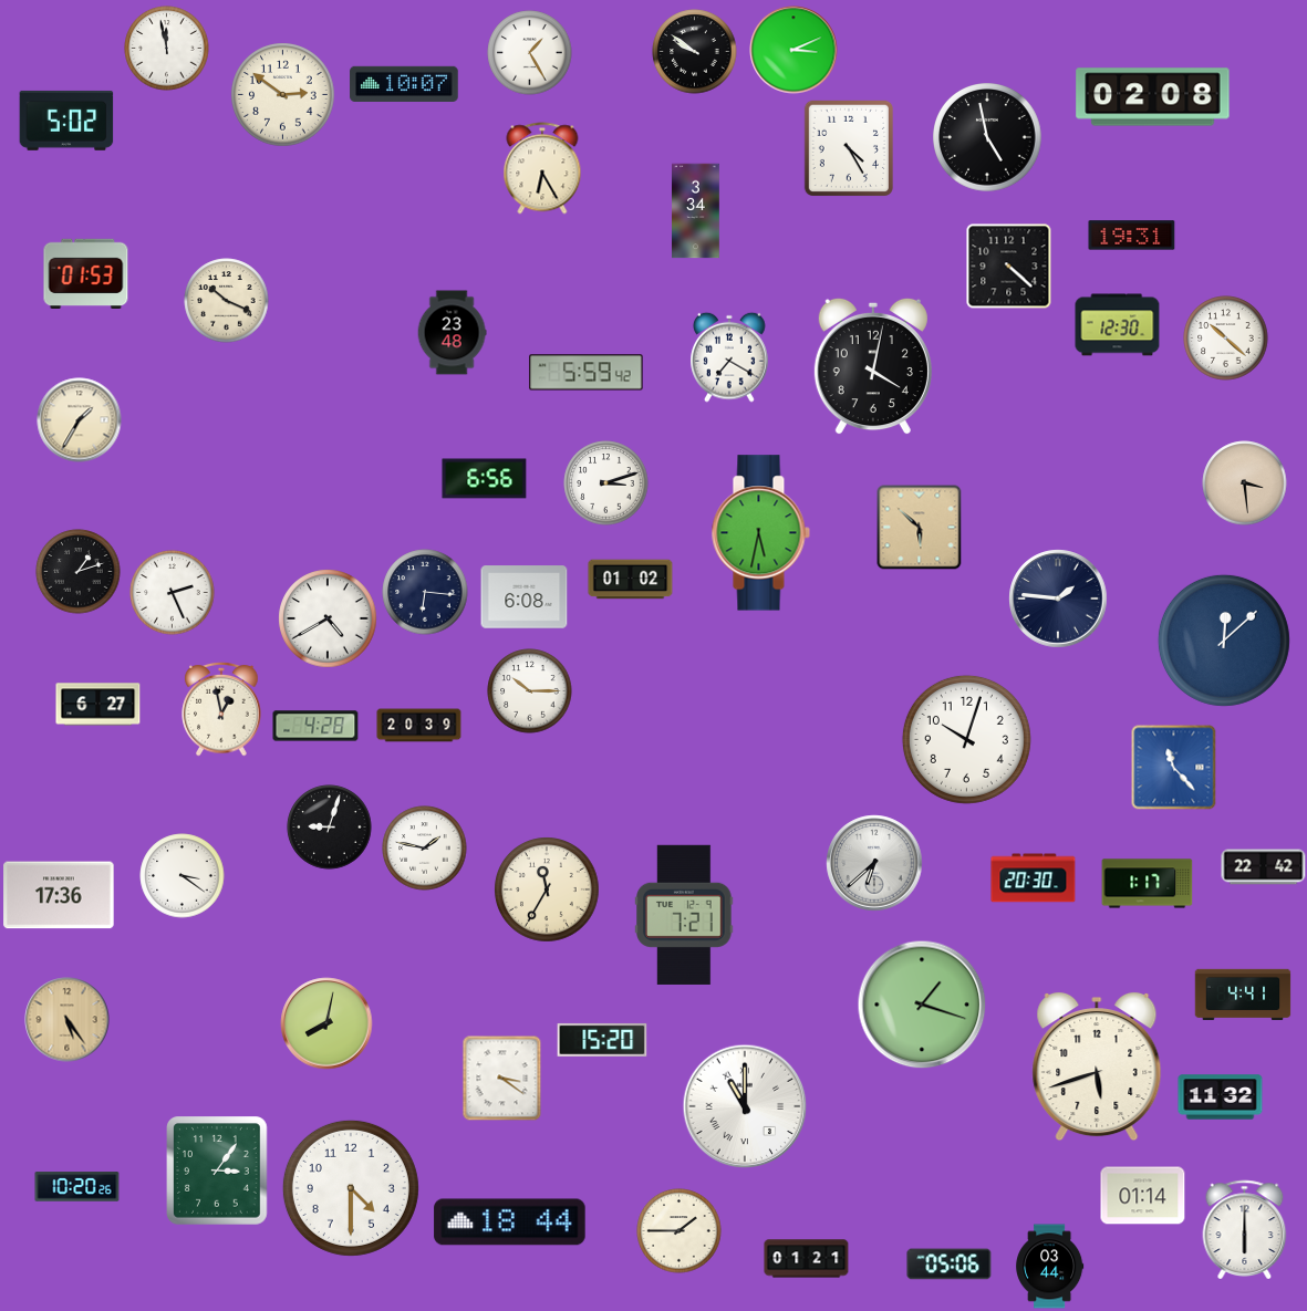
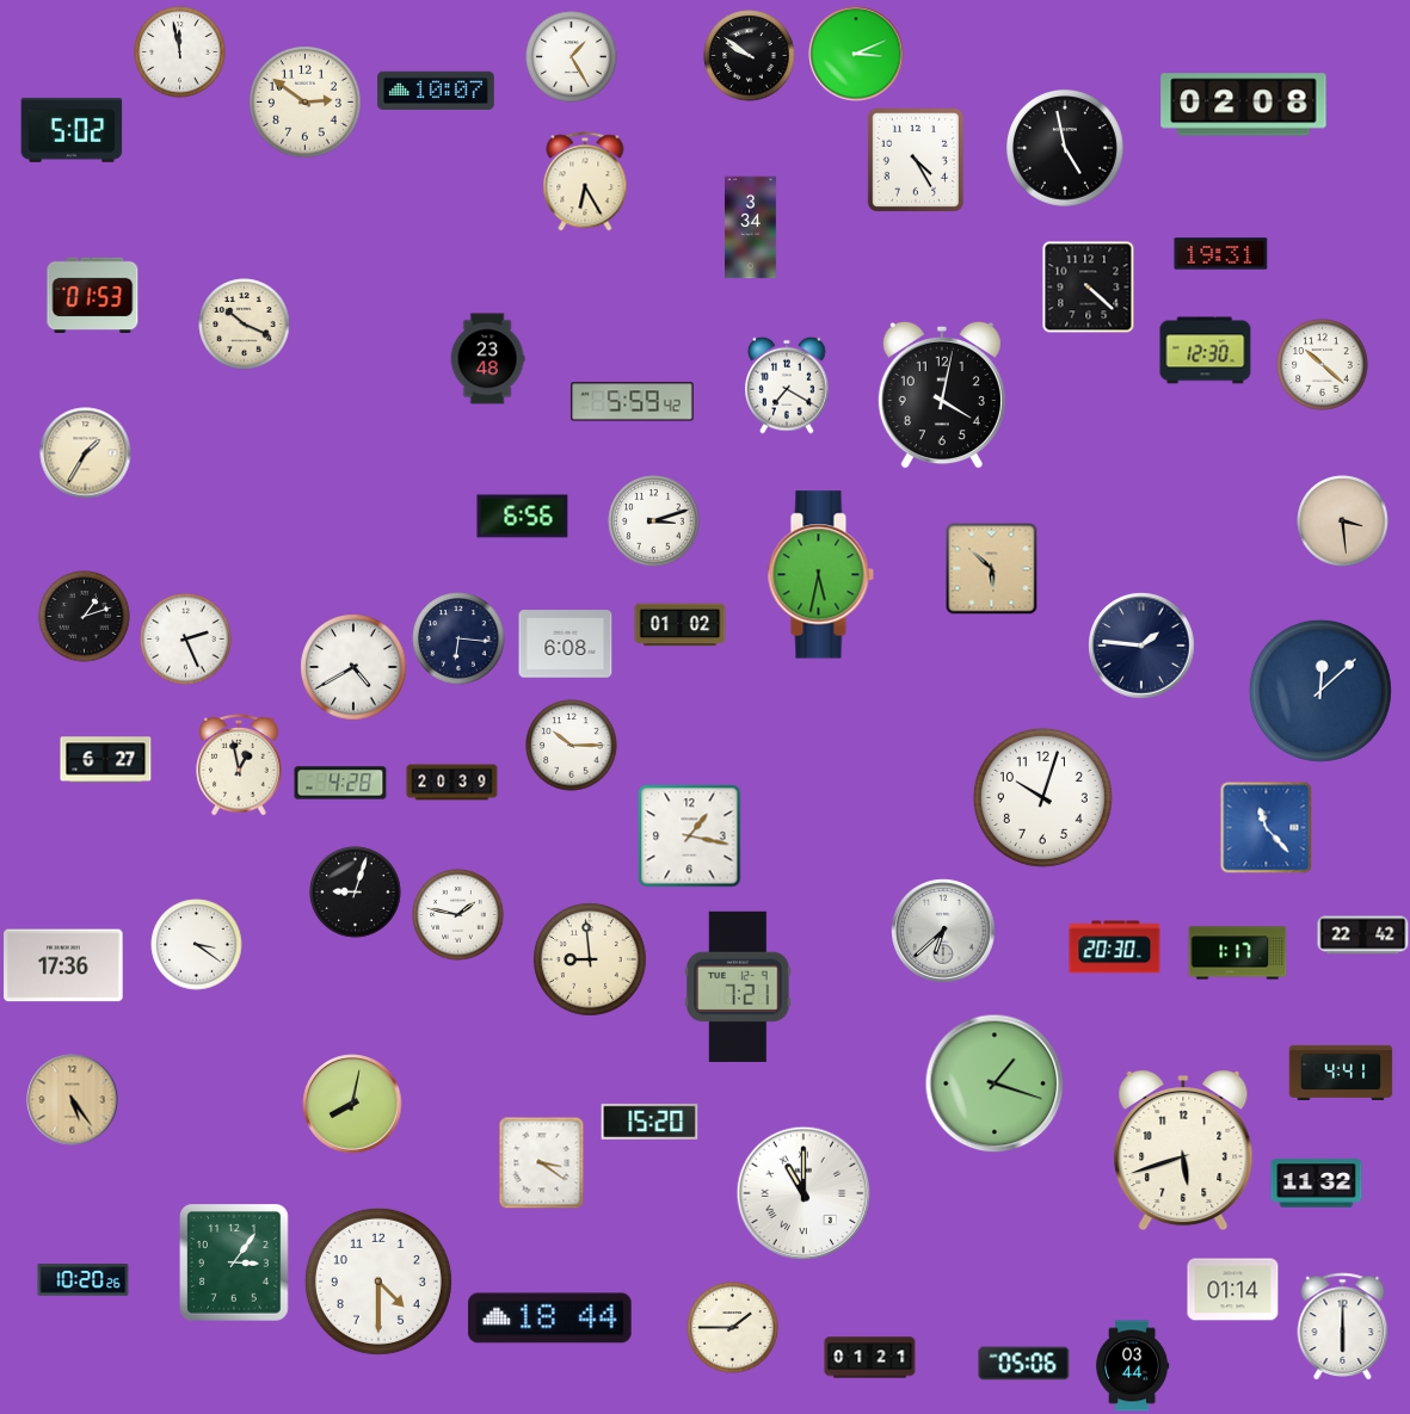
clock at (690, 836): none -> 1:17
clock at (547, 889): 11:35 -> 8:59
